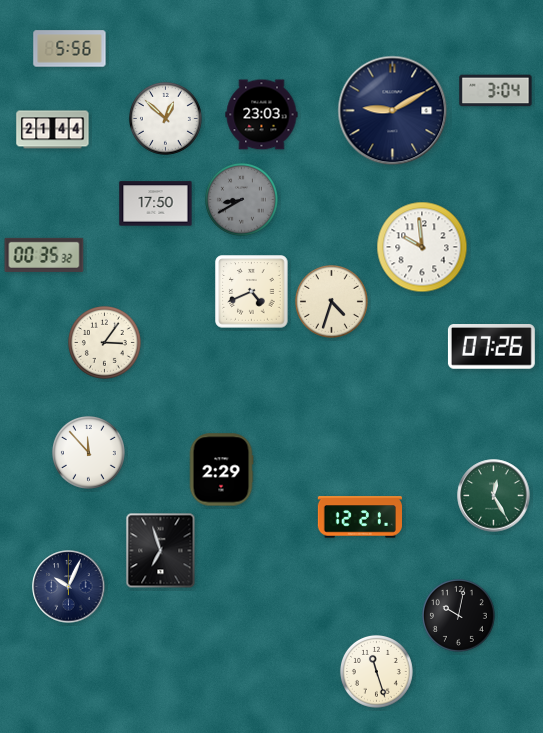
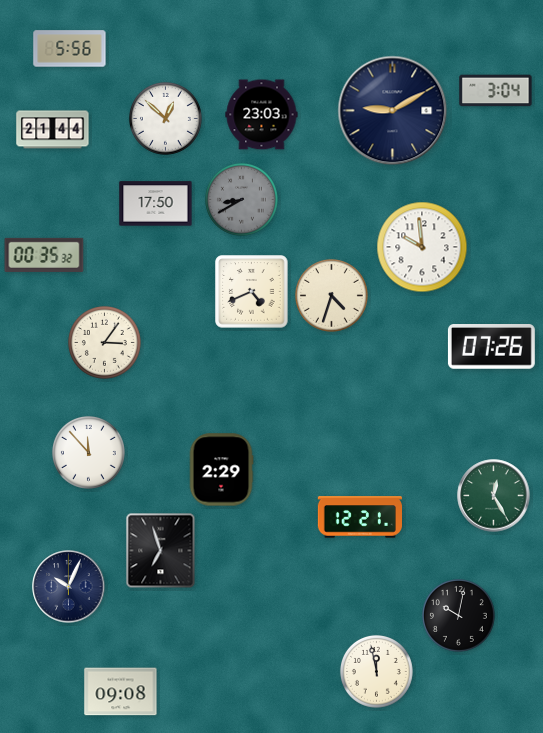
clock at (331, 301) position: (331, 301) -> (331, 295)
clock at (376, 671): 11:27 -> 11:58
clock at (121, 692): none -> 09:08
